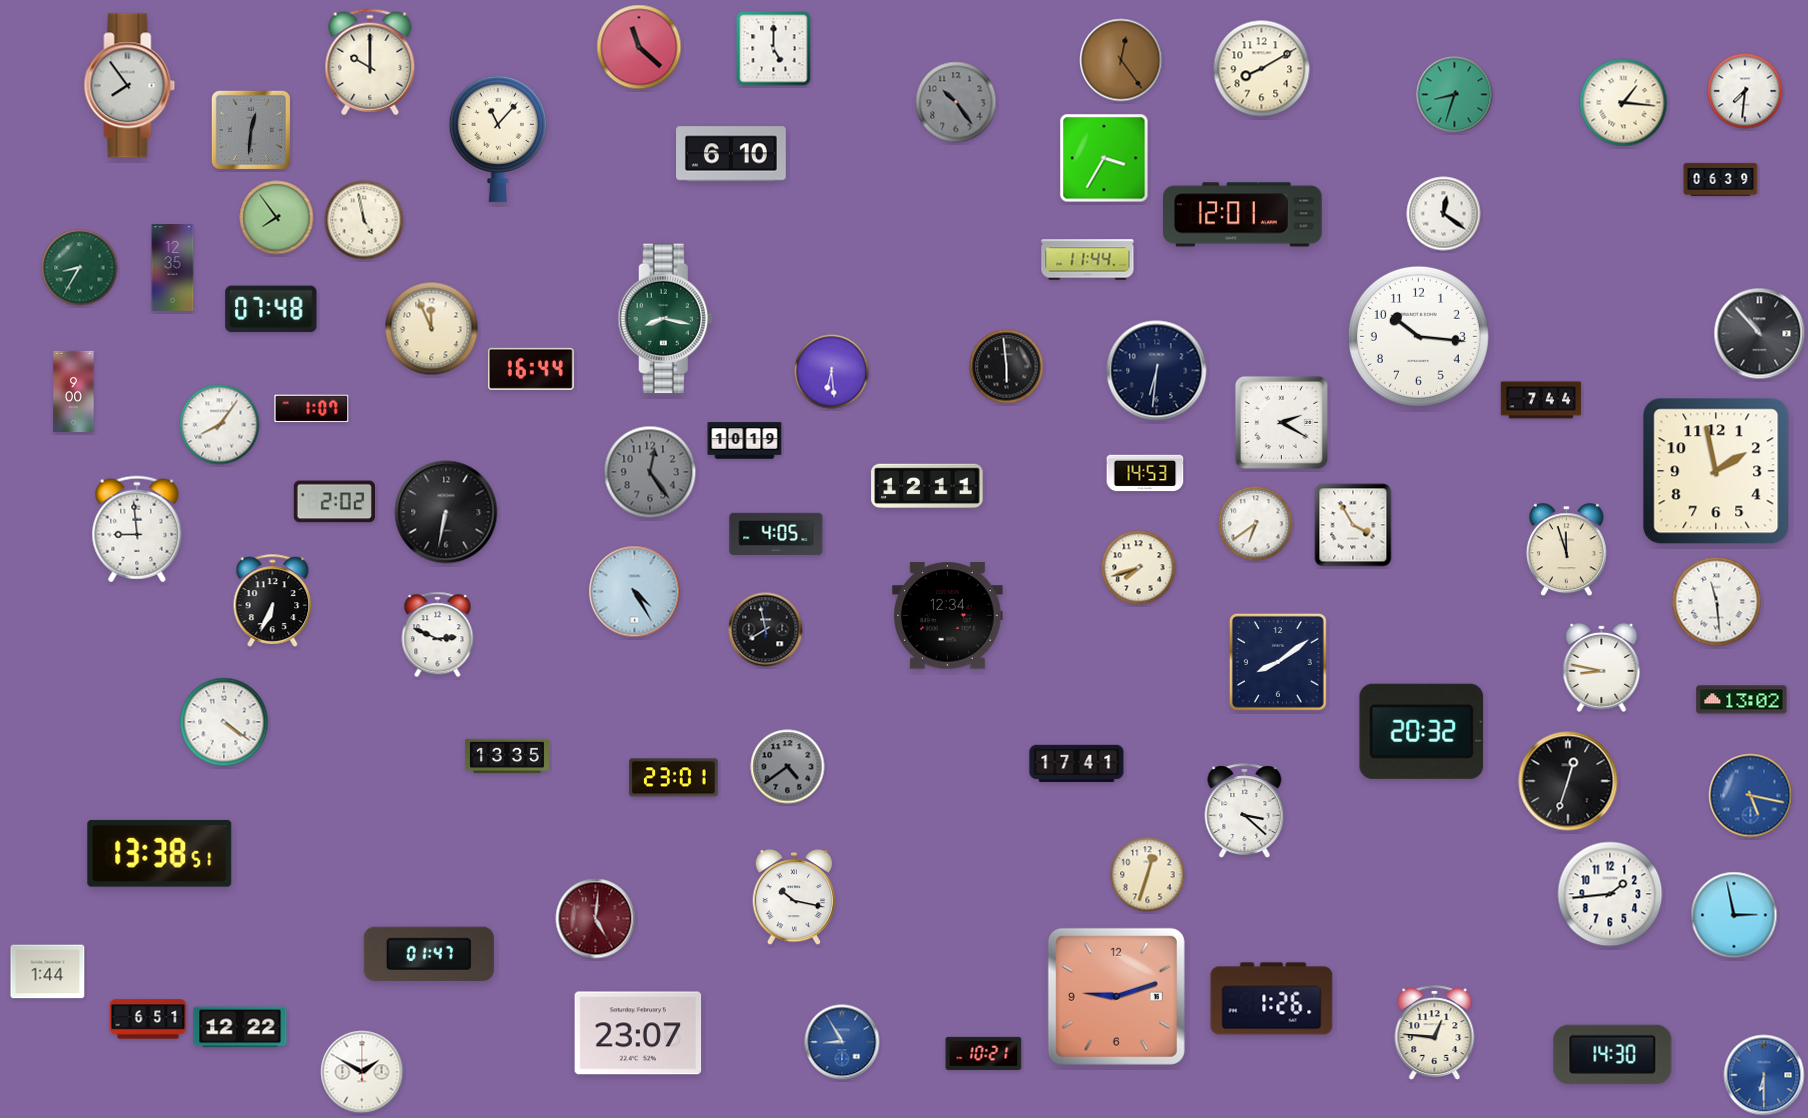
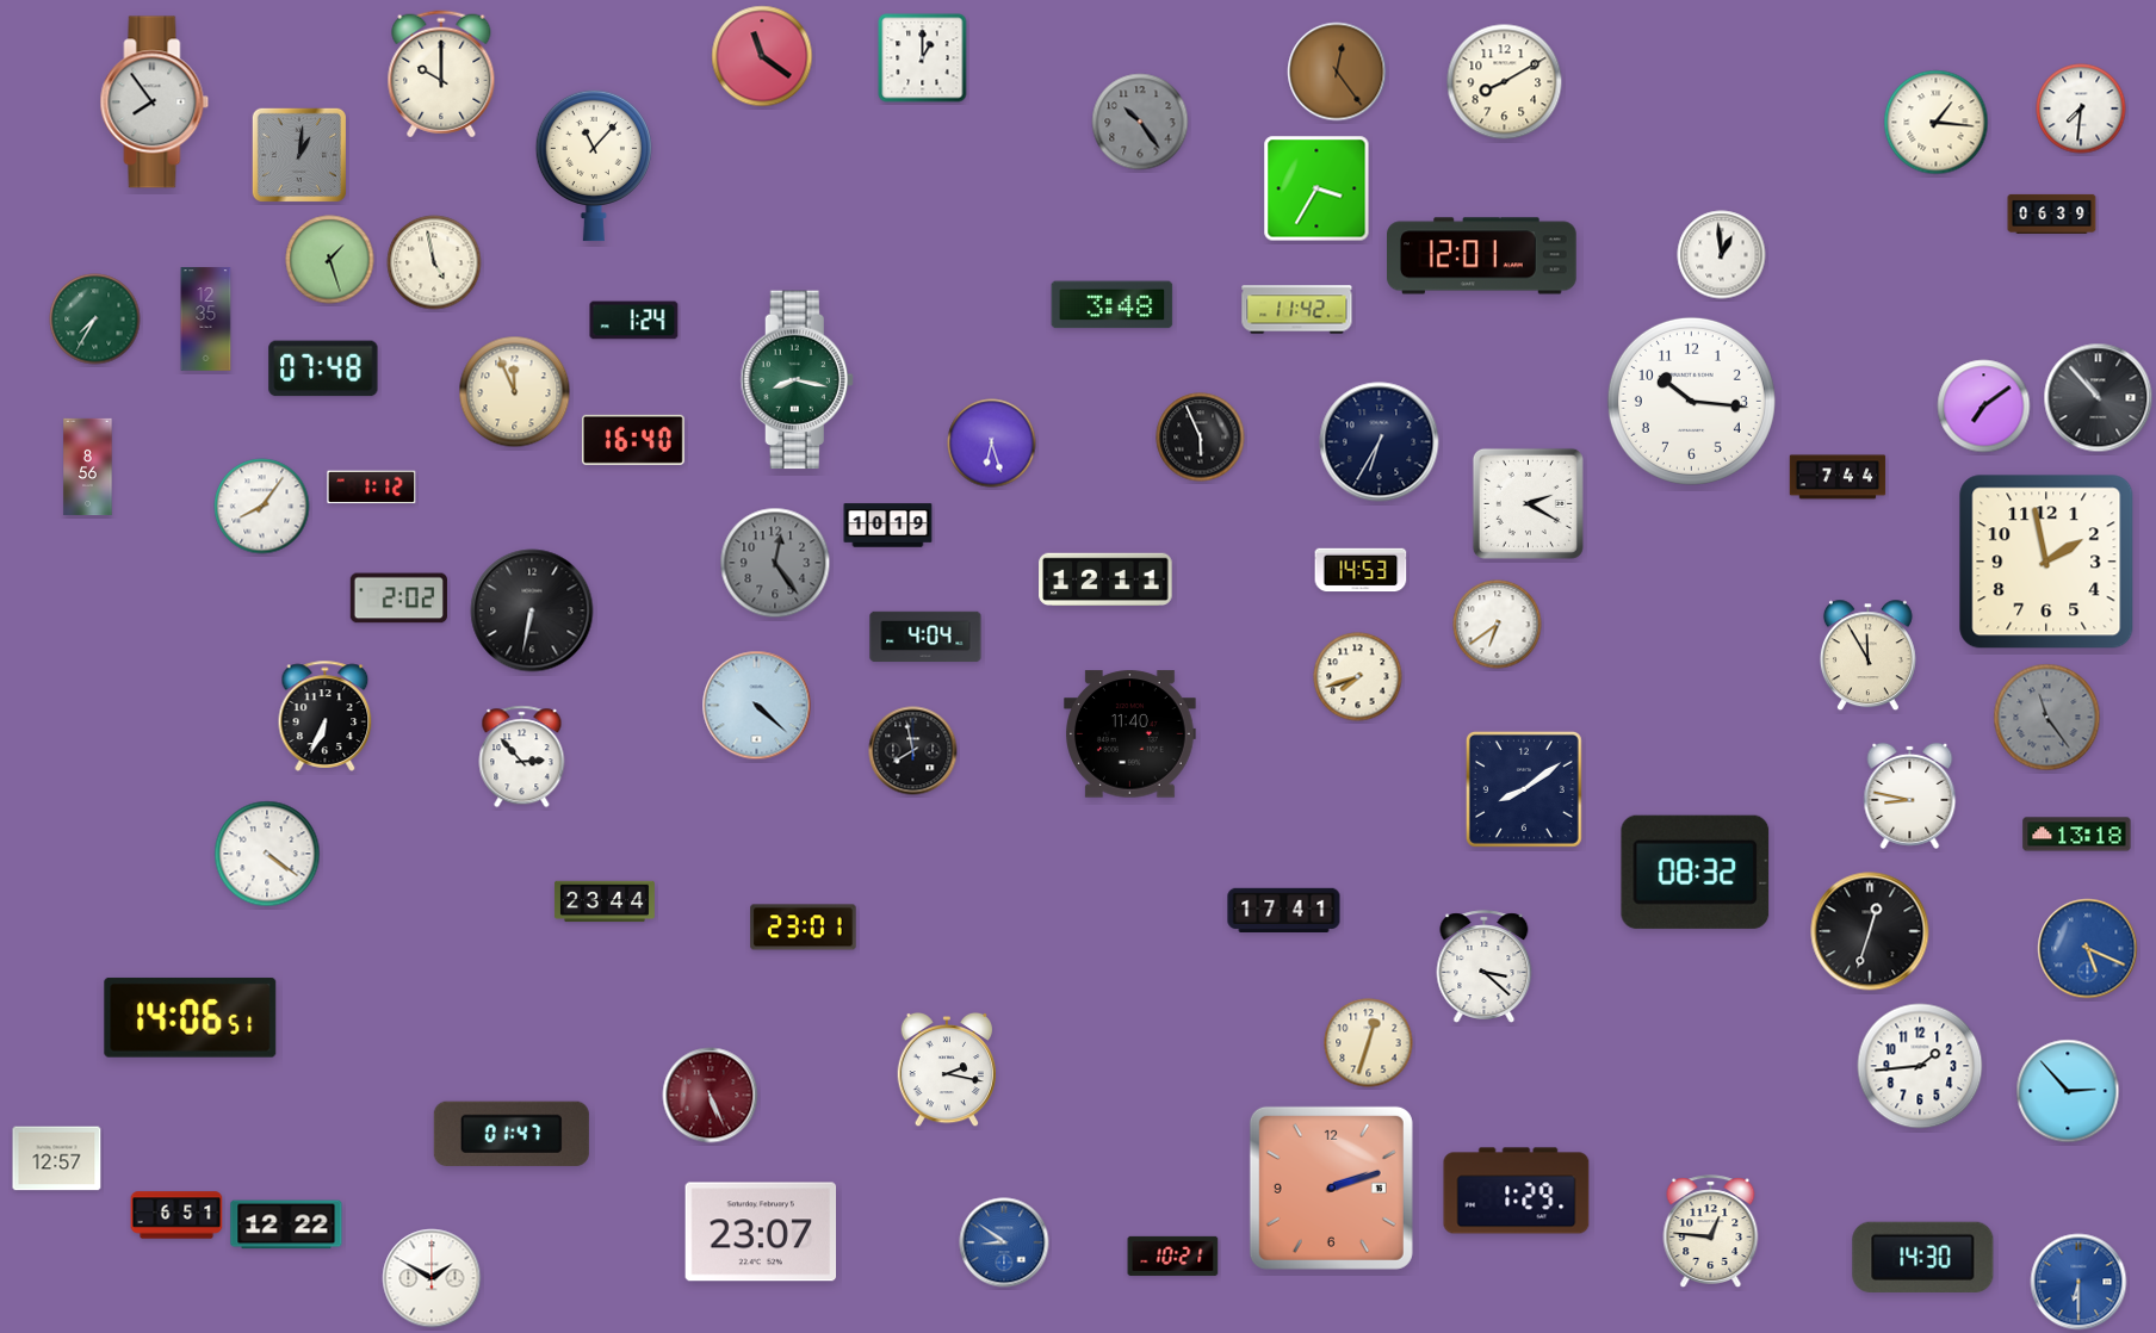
clock at (639, 47): 11:22 -> 11:21
clock at (774, 49): 5:00 -> 1:00
clock at (1455, 95): 8:33 -> none
clock at (251, 130): 12:31 -> 1:01
clock at (732, 154): 6:10 -> none
clock at (1444, 214): 12:21 -> 12:59
clock at (277, 218): 7:54 -> 1:27
clock at (1113, 305): none -> 3:48
clock at (1088, 260): 11:44 -> 11:42
clock at (80, 268): 8:35 -> 7:35
clock at (634, 321): none -> 1:24
clock at (665, 319) position: (665, 319) -> (797, 380)
clock at (1984, 407): none -> 7:09
clock at (1007, 367): 5:59 -> 5:56
clock at (531, 369): 16:44 -> 16:40
clock at (1157, 371): 6:31 -> 6:35
clock at (832, 372): 6:29 -> 6:27
clock at (74, 392): 9:00 -> 8:56
clock at (312, 409): 1:07 -> 1:12
clock at (1145, 473) position: (1145, 473) -> (1361, 570)
clock at (1353, 525): 3:55 -> none
clock at (137, 529): 8:59 -> none
clock at (776, 534): 4:05 -> 4:04
clock at (1566, 550): 11:57 -> 11:55
clock at (635, 592): 4:25 -> 4:22
clock at (1717, 602): 11:29 -> 11:24
clock at (1717, 602) dial: white -> grey
clock at (948, 616): 12:34 -> 11:40
clock at (438, 635): 2:49 -> 2:53
clock at (1742, 700): 13:02 -> 13:18
clock at (224, 722) position: (224, 722) -> (267, 854)
clock at (1422, 731): 20:32 -> 08:32
clock at (507, 756): 13:35 -> 23:44
clock at (788, 767): 4:39 -> none
clock at (1751, 796): 5:17 -> 5:19
clock at (160, 853): 13:38 -> 14:06
clock at (794, 897): 10:17 -> 2:17
clock at (1734, 915): 2:58 -> 2:53
clock at (596, 919): 5:01 -> 5:26
clock at (429, 954) position: (429, 954) -> (512, 1134)
clock at (48, 972): 1:44 -> 12:57
clock at (1116, 996): 9:12 -> 2:12
clock at (1272, 999): 1:26 -> 1:29
clock at (842, 1042): 8:55 -> 8:51
clock at (1764, 1075) position: (1764, 1075) -> (2078, 1282)
